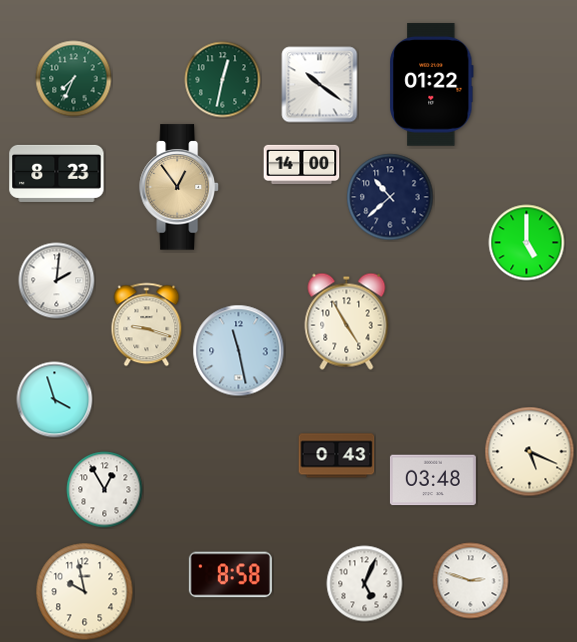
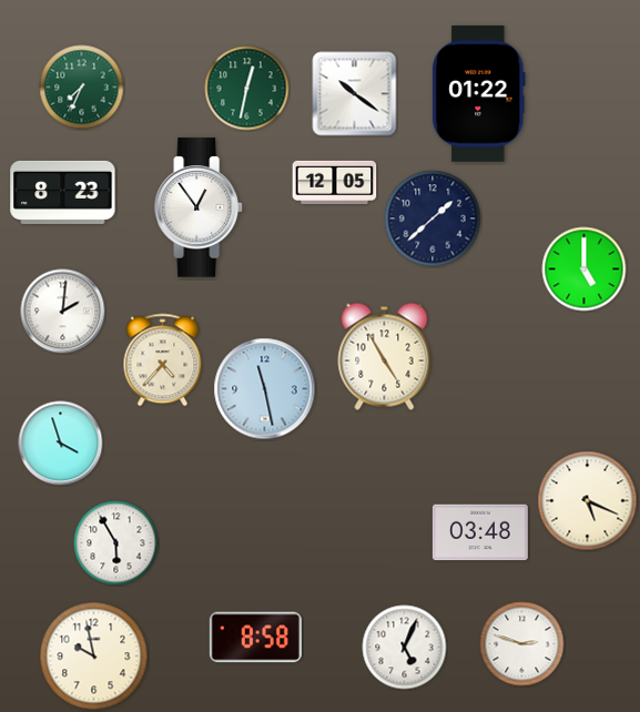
clock at (302, 165): 14:00 -> 12:05
clock at (179, 187) dial: champagne -> white
clock at (390, 197): 10:38 -> 1:38
clock at (147, 325): 9:18 -> 4:37
clock at (337, 456): 0:43 -> none
clock at (105, 490): 12:55 -> 5:55
